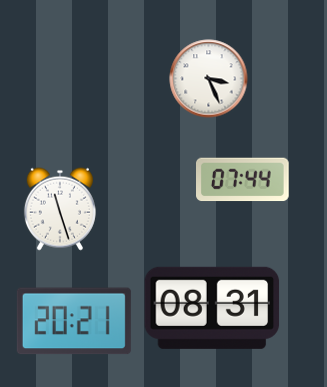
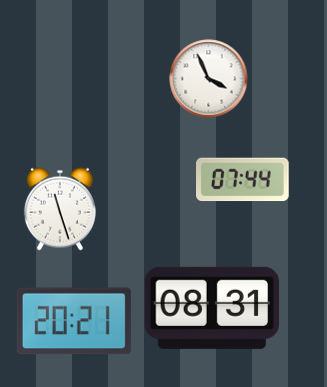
clock at (209, 79): 3:26 -> 3:56
